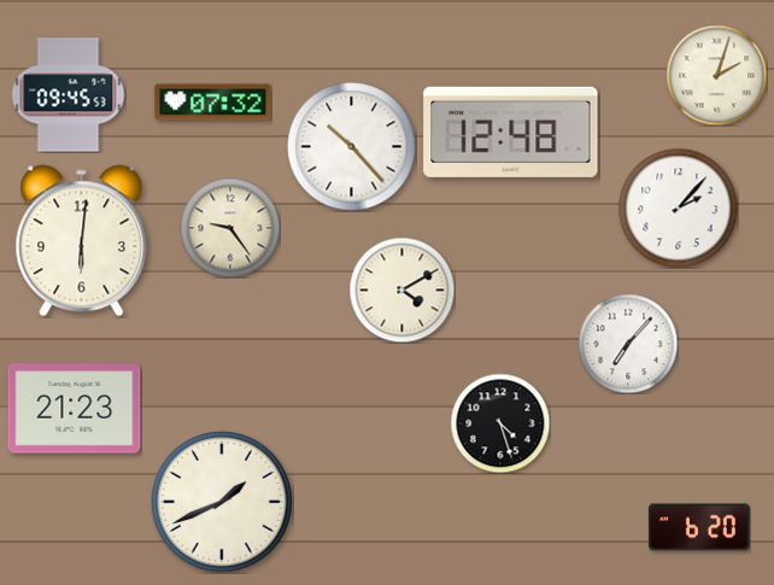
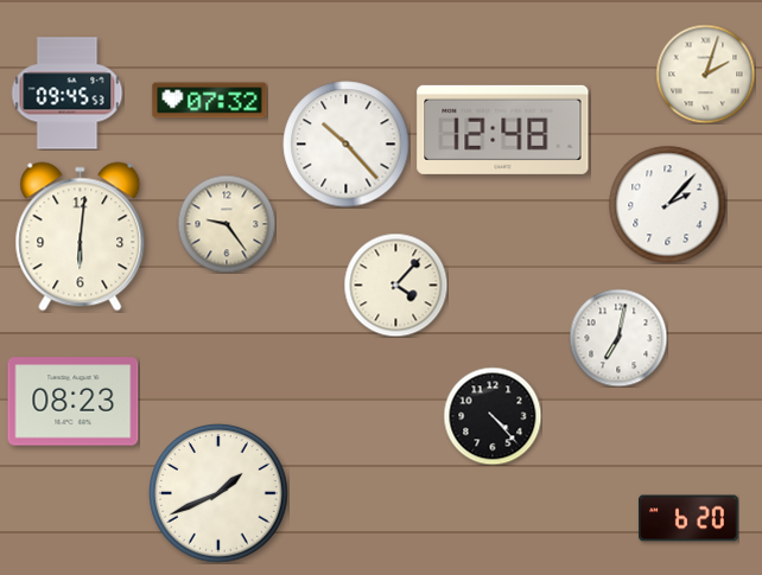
clock at (401, 289): 4:10 -> 4:07
clock at (628, 344): 7:07 -> 7:02
clock at (75, 409): 21:23 -> 08:23
clock at (500, 423): 4:27 -> 4:23
